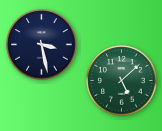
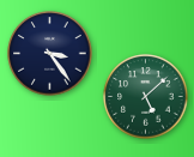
clock at (42, 45): 3:28 -> 3:24
